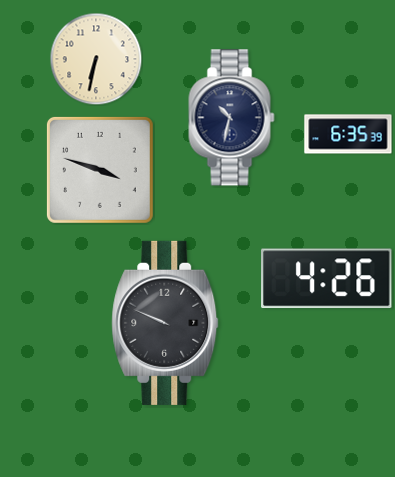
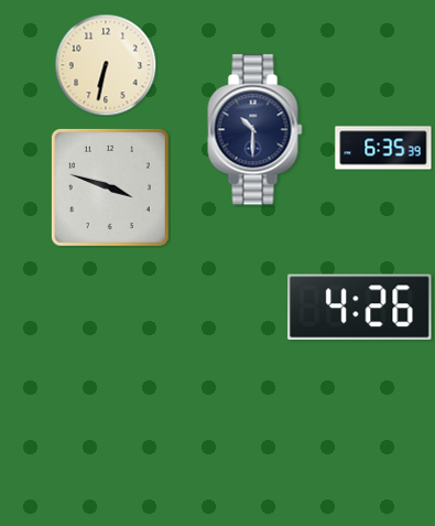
clock at (232, 118): 10:32 -> 10:30
clock at (165, 323): 9:49 -> none
